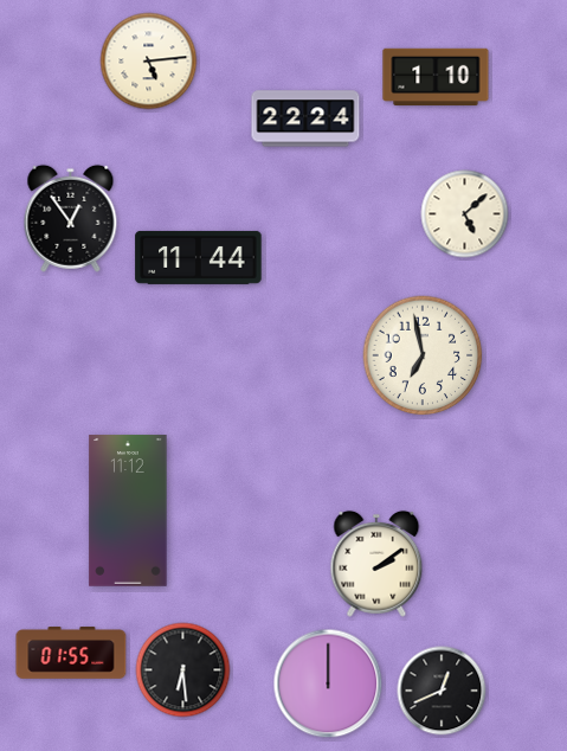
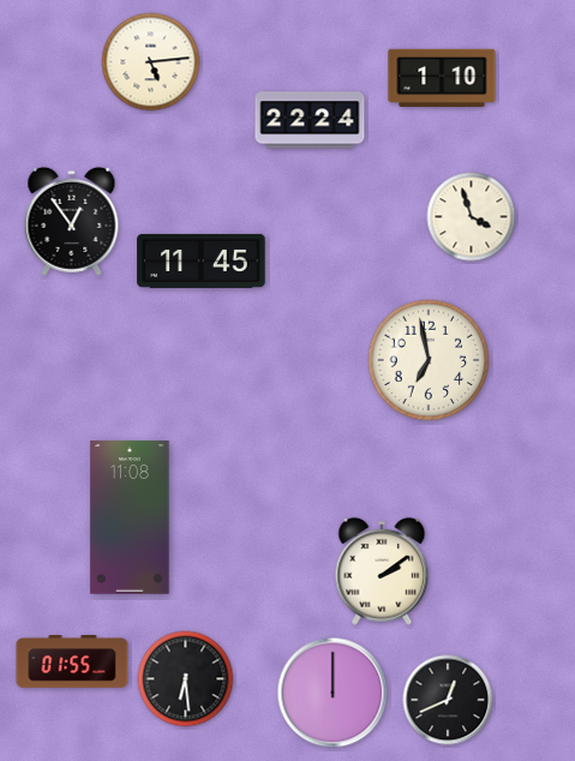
clock at (465, 214): 5:08 -> 3:57
clock at (199, 257): 11:44 -> 11:45
clock at (128, 511): 11:12 -> 11:08
